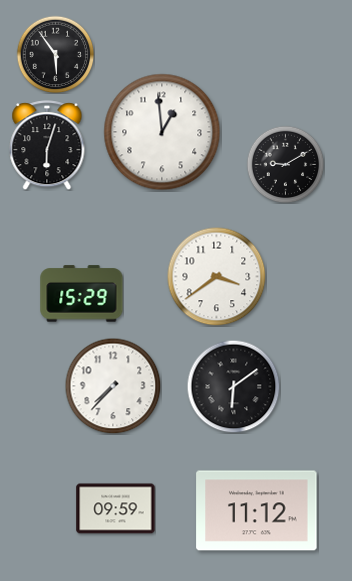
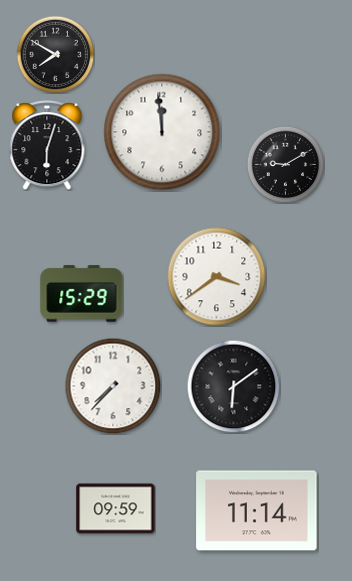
clock at (55, 54): 5:54 -> 7:50
clock at (162, 132): 12:59 -> 11:59
clock at (257, 511): 11:12 -> 11:14
